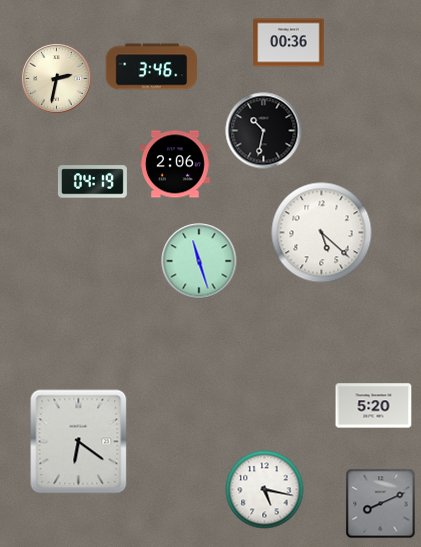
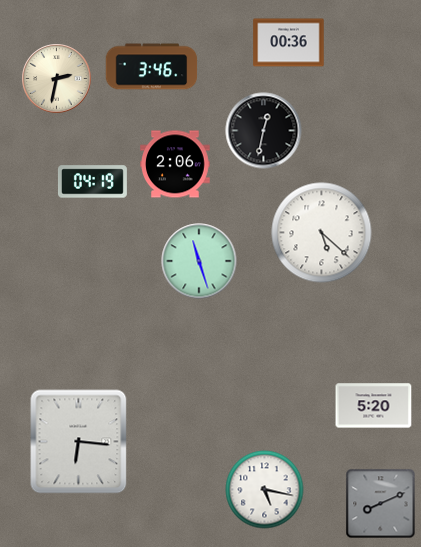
clock at (264, 131): 10:32 -> 12:32
clock at (79, 442): 6:21 -> 6:16
